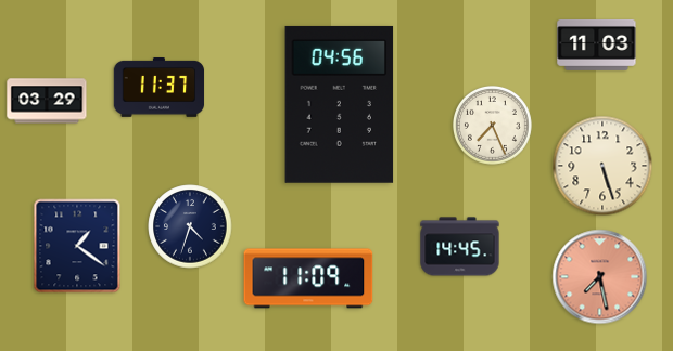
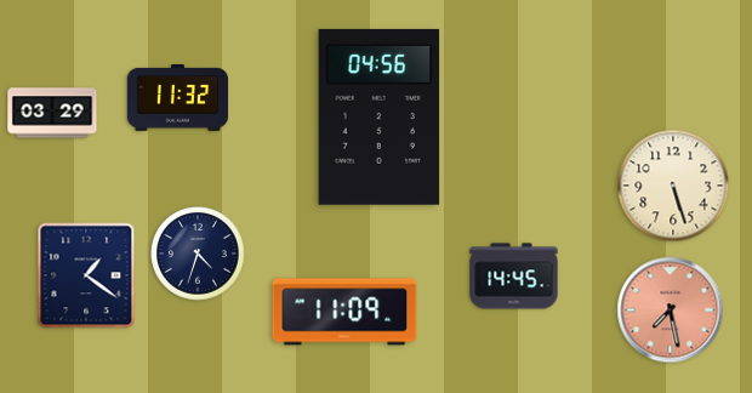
clock at (597, 44): 11:03 -> none
clock at (160, 88): 11:37 -> 11:32
clock at (492, 125): 7:26 -> none
clock at (190, 226) position: (190, 226) -> (198, 254)
